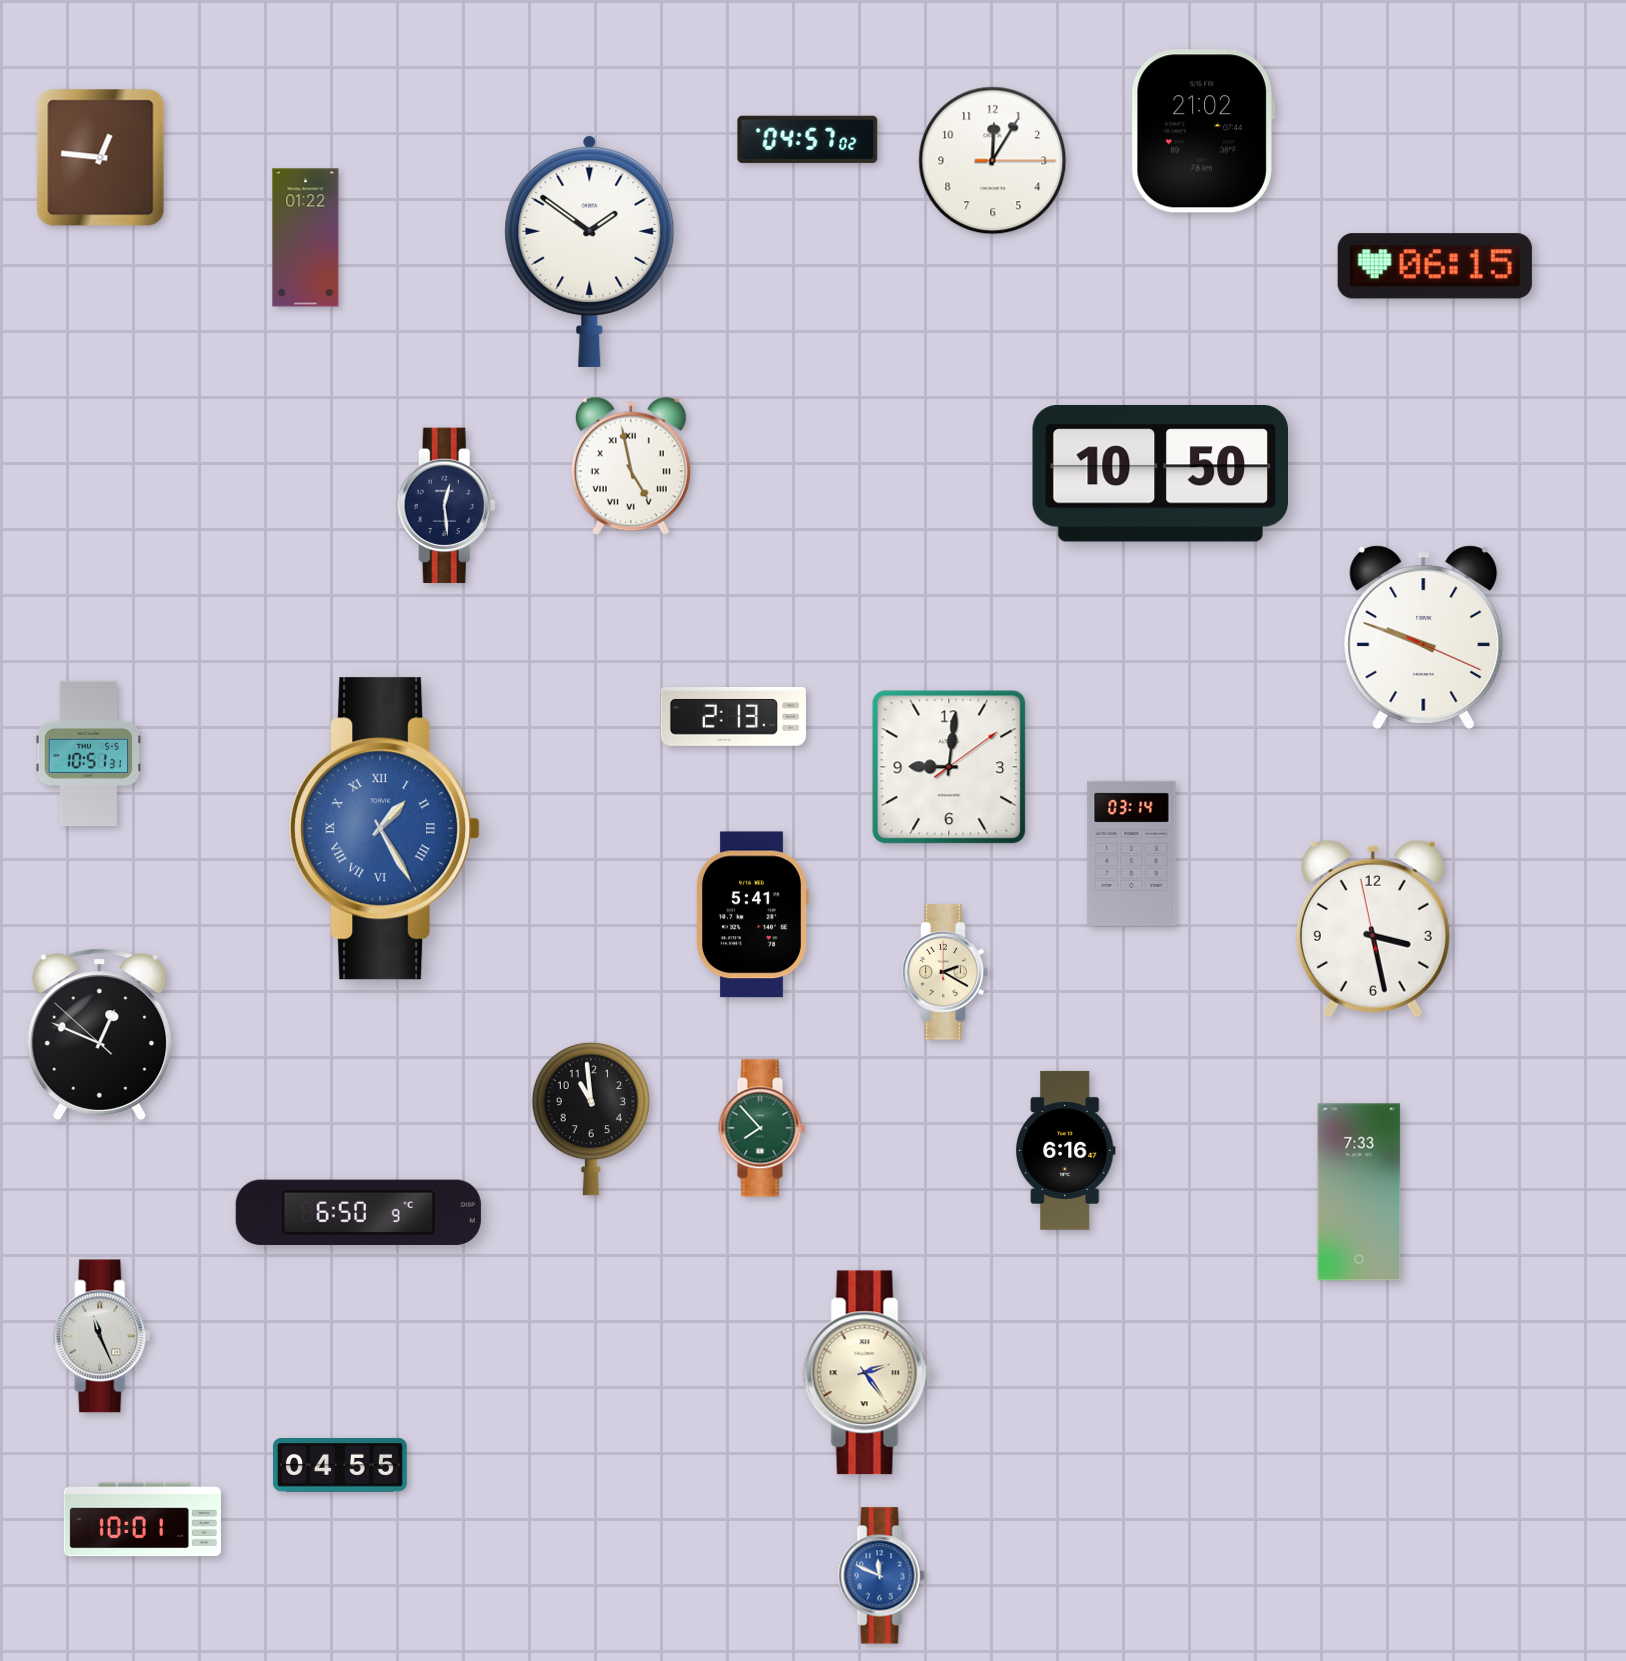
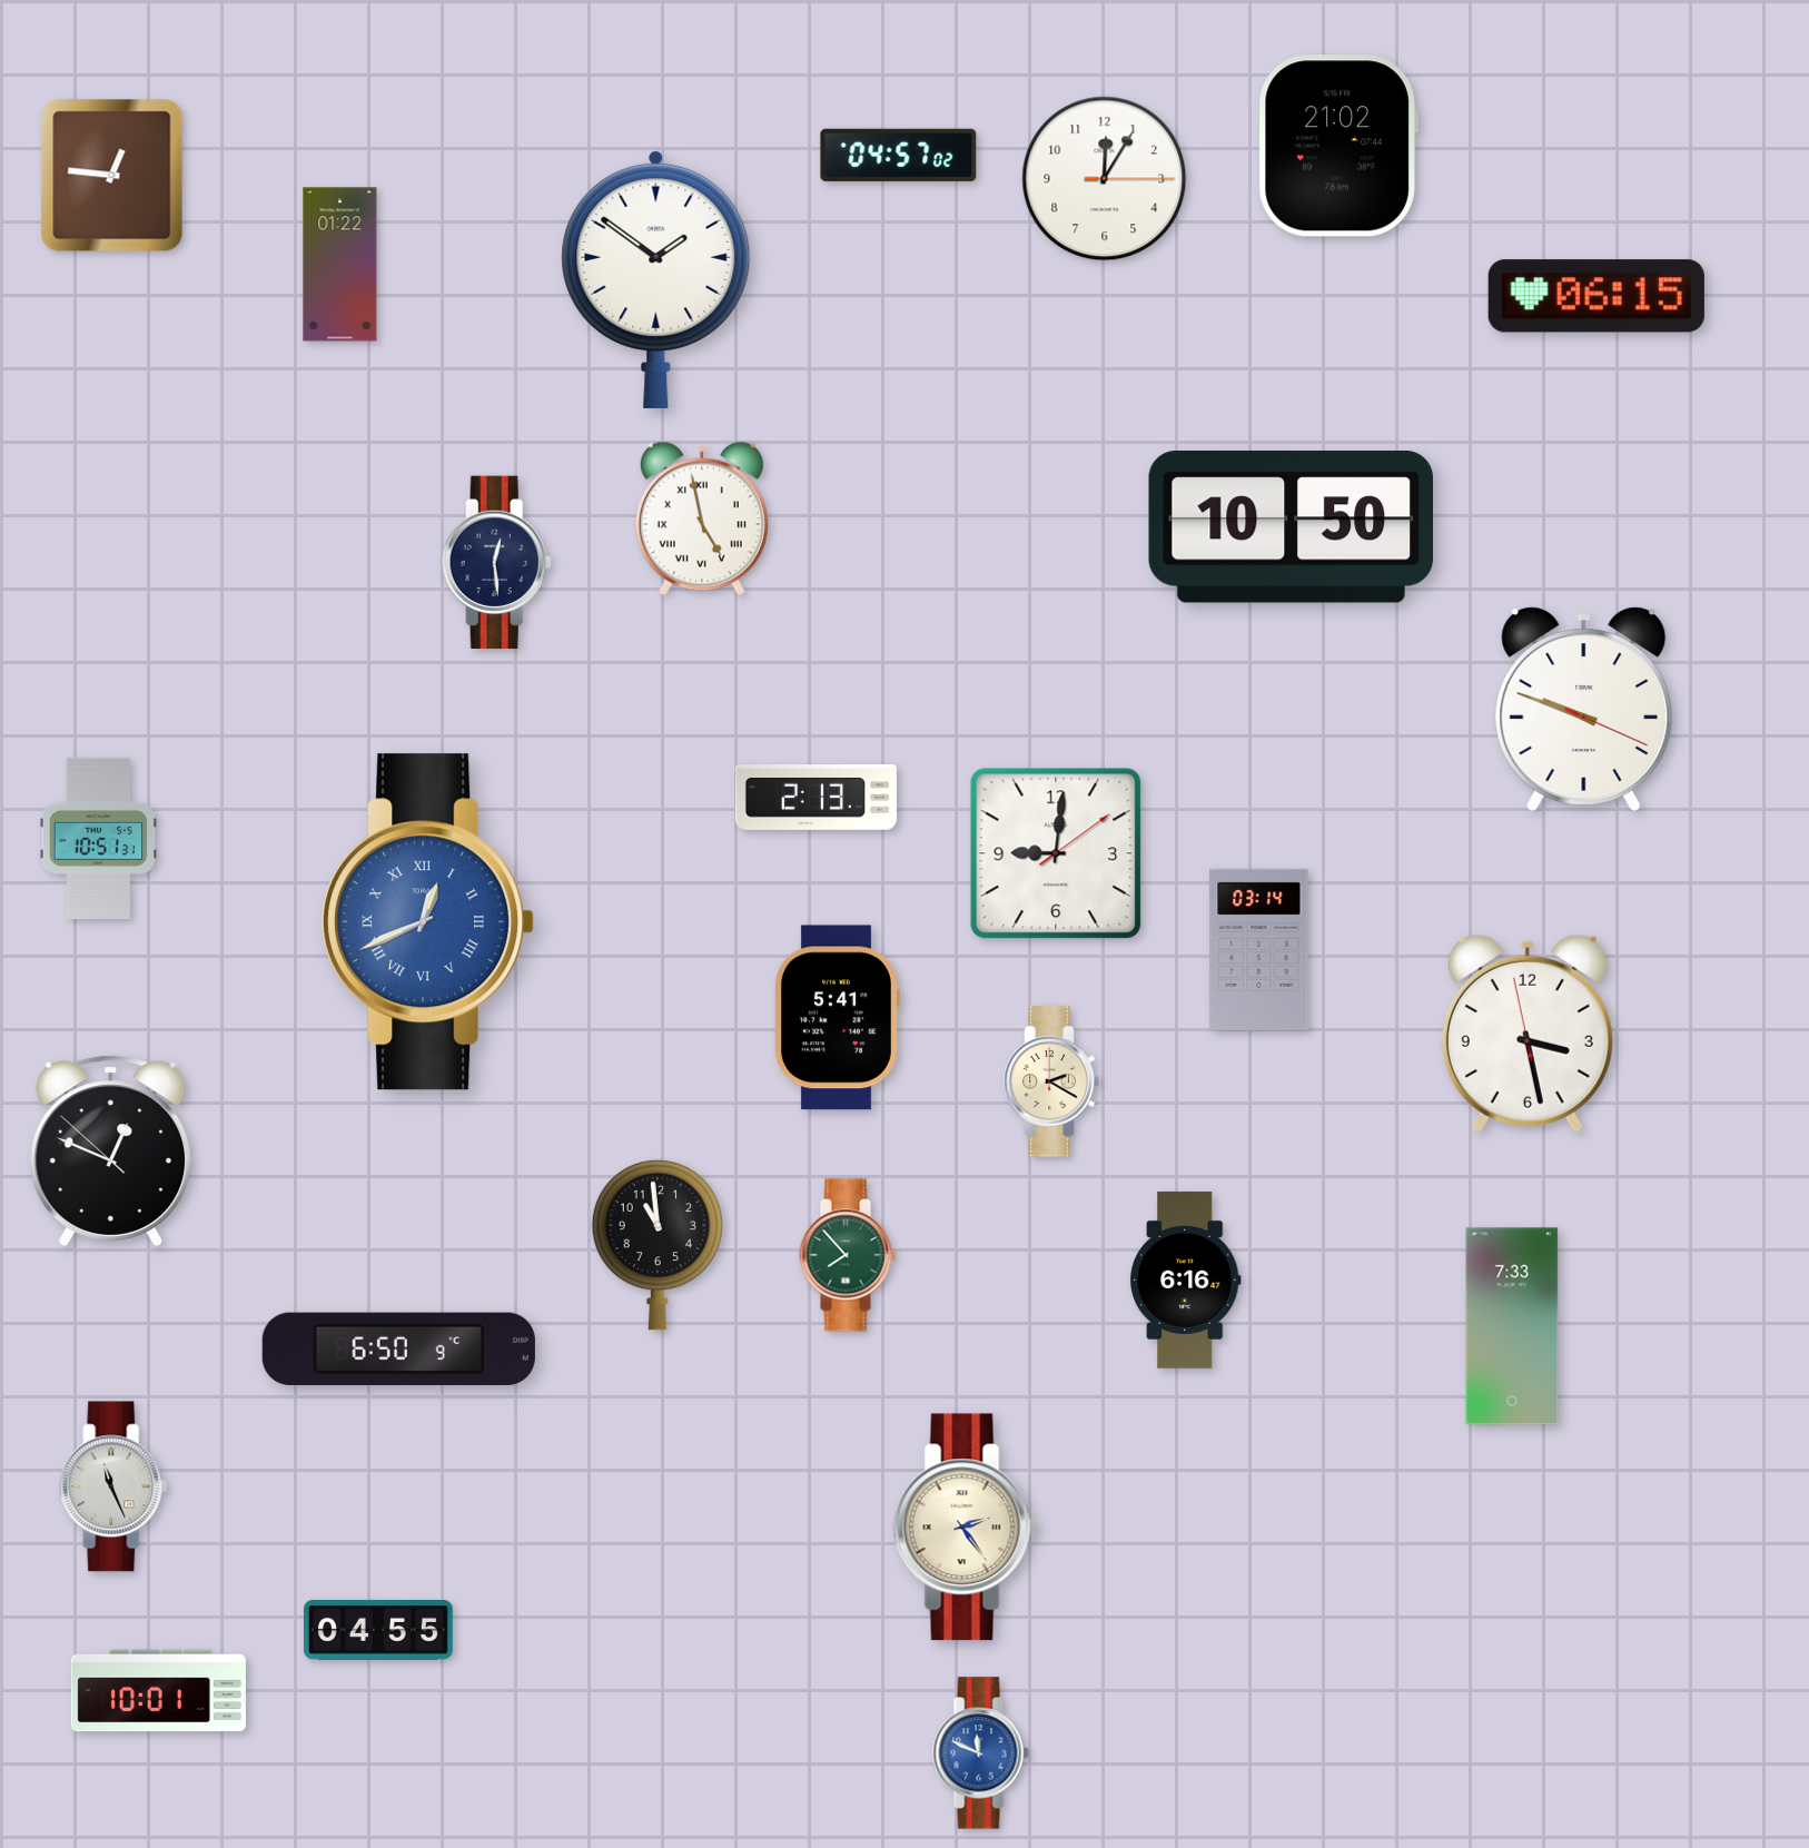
clock at (385, 829): 1:25 -> 12:41
